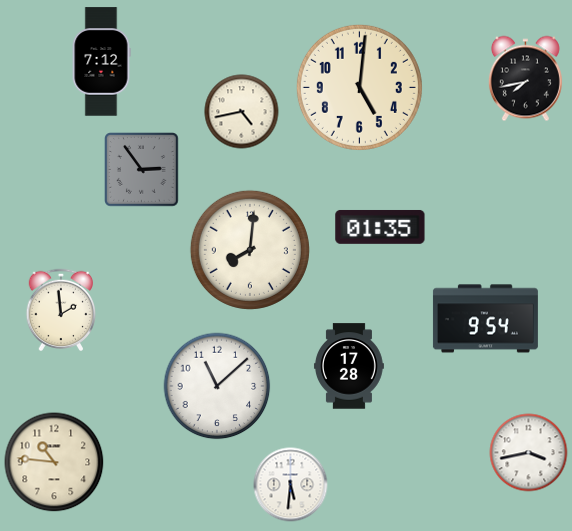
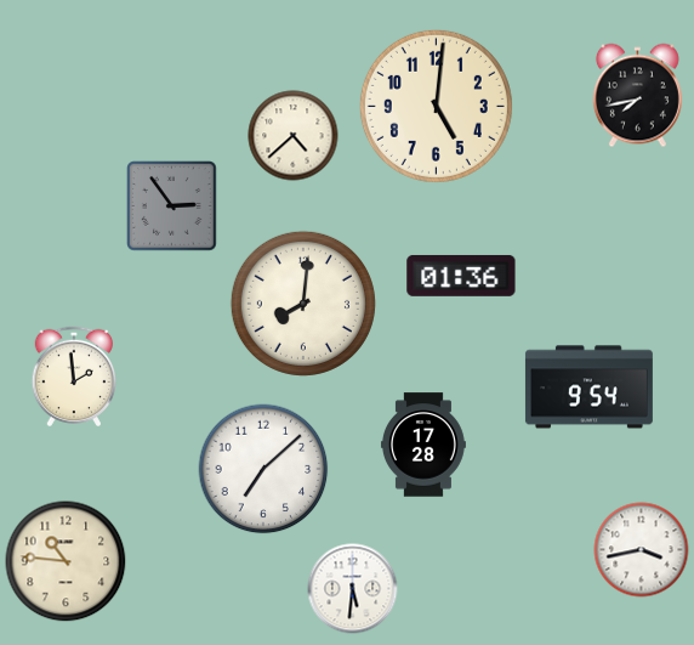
clock at (101, 62): 7:12 -> none
clock at (242, 112): 4:43 -> 4:38
clock at (380, 227): 01:35 -> 01:36
clock at (217, 386): 11:08 -> 7:08
